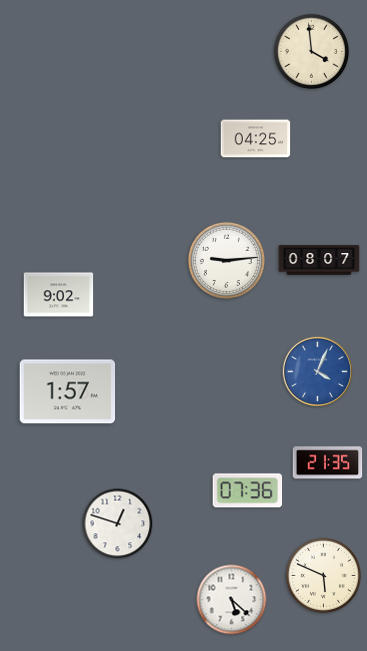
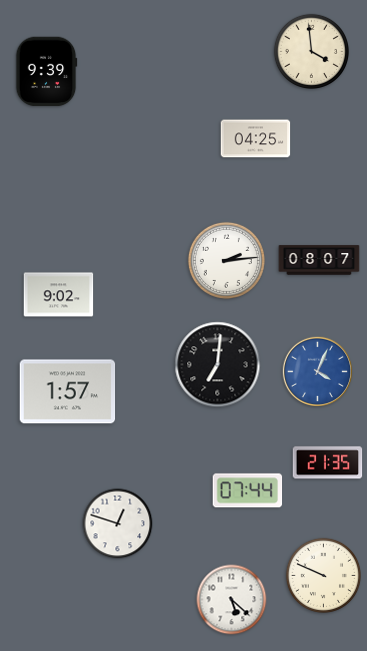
clock at (46, 72): none -> 9:39
clock at (226, 260): 9:14 -> 2:14
clock at (218, 365): none -> 7:01
clock at (248, 491): 07:36 -> 07:44
clock at (323, 575): 5:49 -> 9:49
